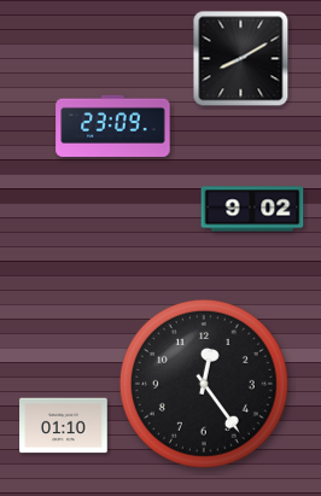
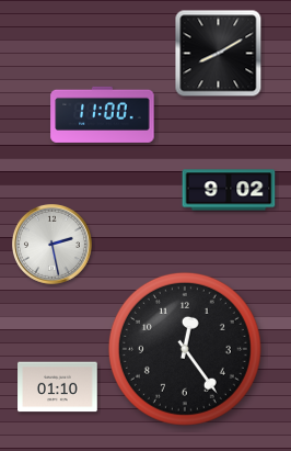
clock at (113, 126): 23:09 -> 11:00
clock at (51, 244): none -> 2:28
